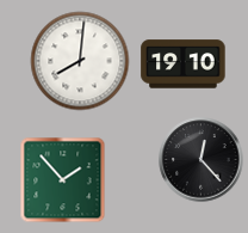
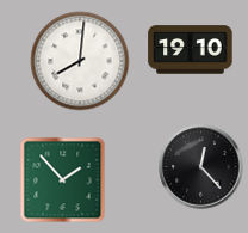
clock at (184, 65) position: (184, 65) -> (191, 50)
clock at (201, 160) position: (201, 160) -> (201, 167)
